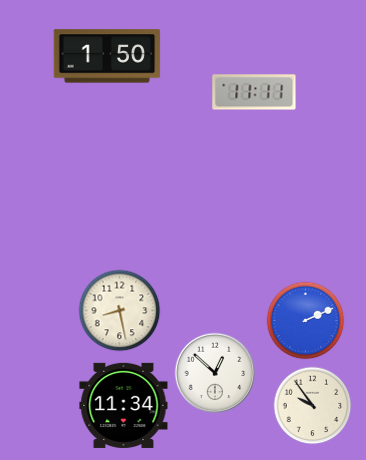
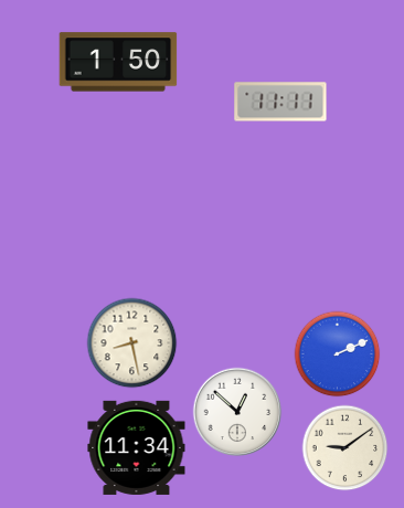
clock at (312, 405): 9:54 -> 9:09
